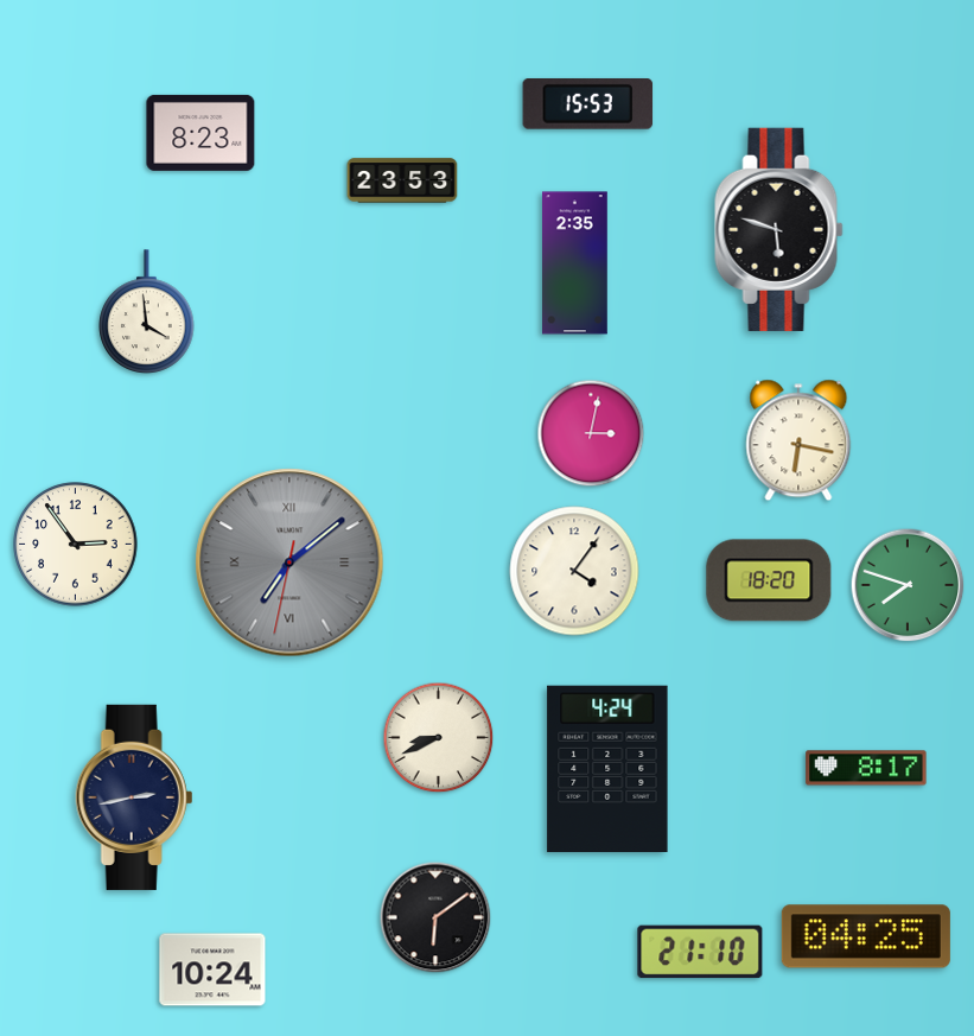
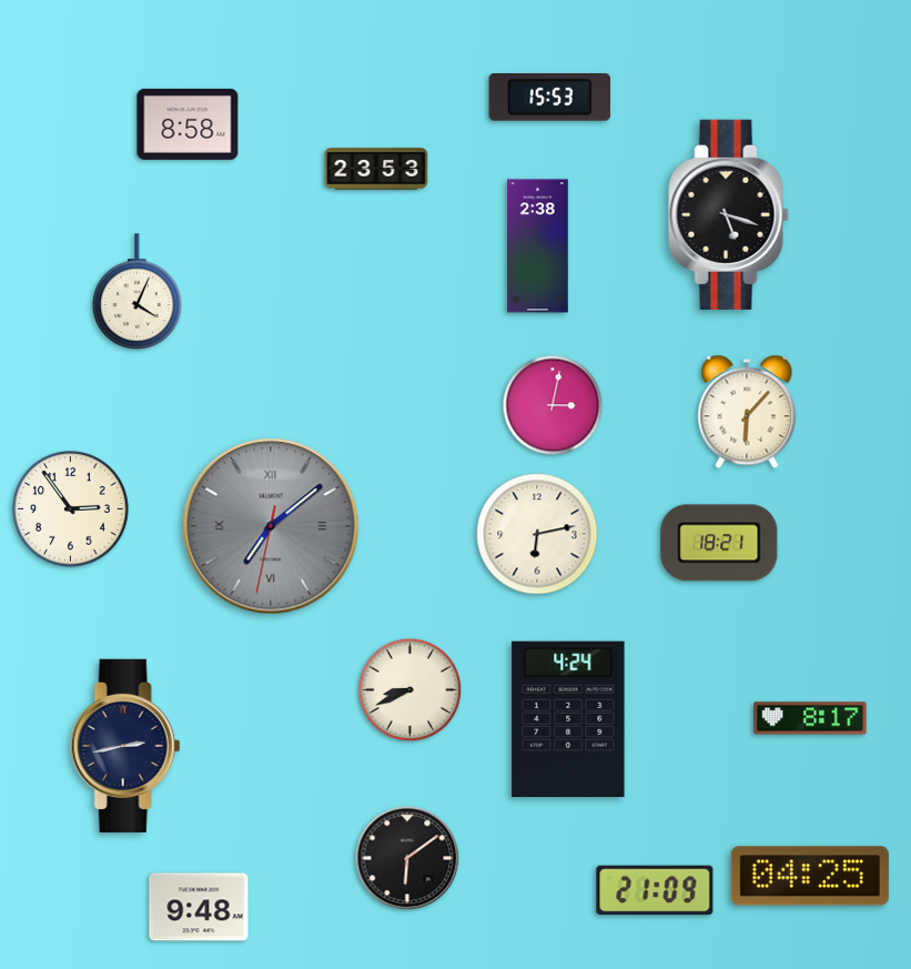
clock at (200, 133): 8:23 -> 8:58
clock at (779, 229): 5:48 -> 5:18
clock at (575, 263): 2:35 -> 2:38
clock at (147, 312): 3:59 -> 4:04
clock at (798, 440): 6:17 -> 6:07
clock at (574, 571): 4:06 -> 6:13
clock at (769, 580): 18:20 -> 18:21
clock at (908, 585): 7:48 -> none
clock at (700, 952): 21:10 -> 21:09
clock at (212, 970): 10:24 -> 9:48
